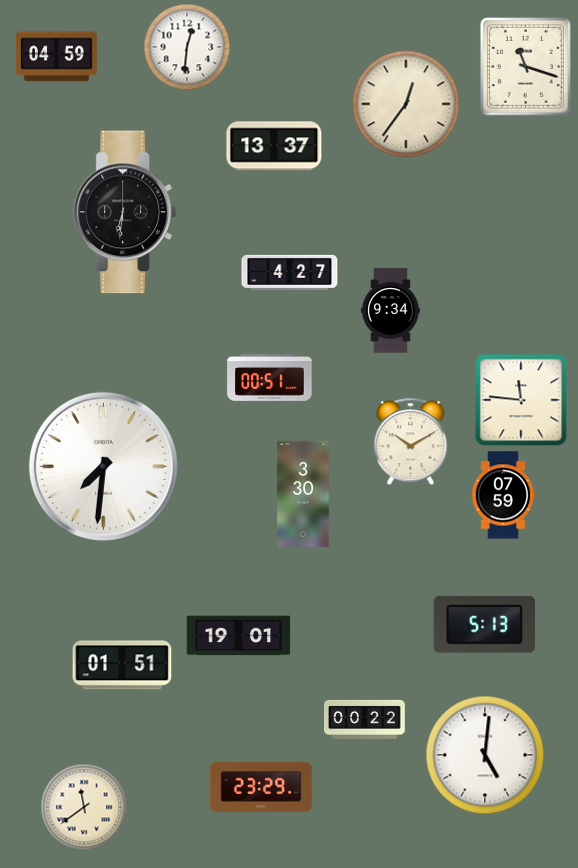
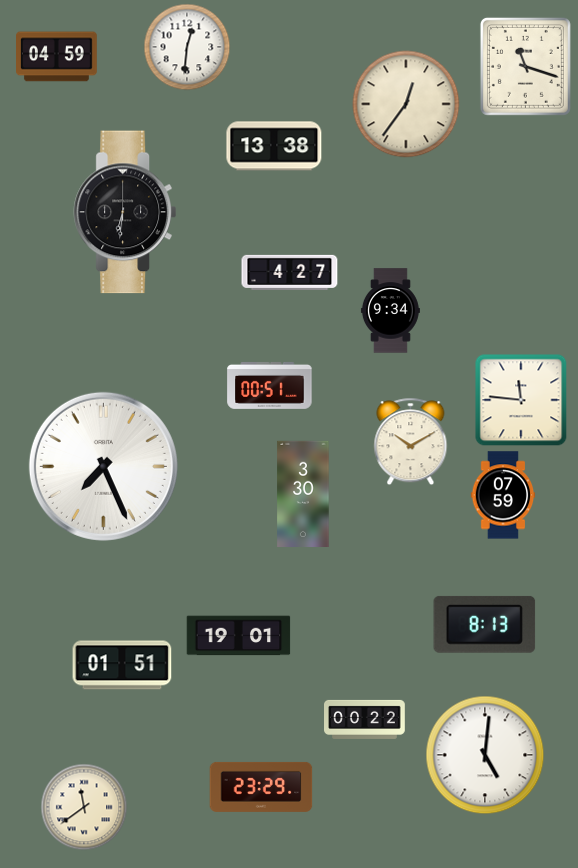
clock at (274, 146): 13:37 -> 13:38
clock at (270, 377) position: (270, 377) -> (270, 385)
clock at (103, 466): 7:31 -> 7:26
clock at (485, 624): 5:13 -> 8:13
